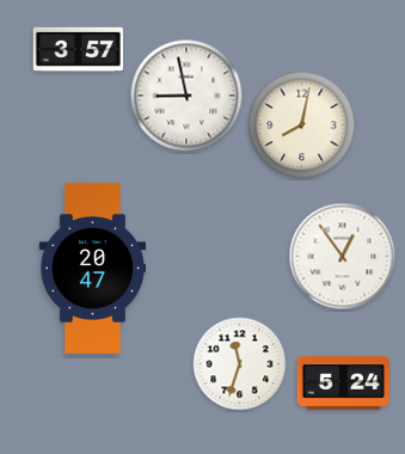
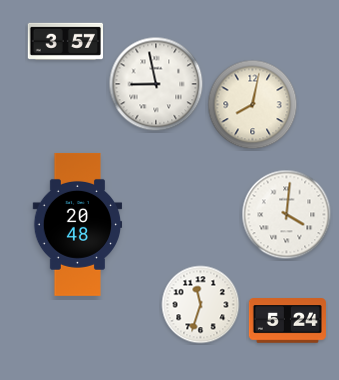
clock at (186, 96) position: (186, 96) -> (156, 84)
clock at (343, 257): 12:54 -> 4:01
clock at (93, 268): 20:47 -> 20:48
